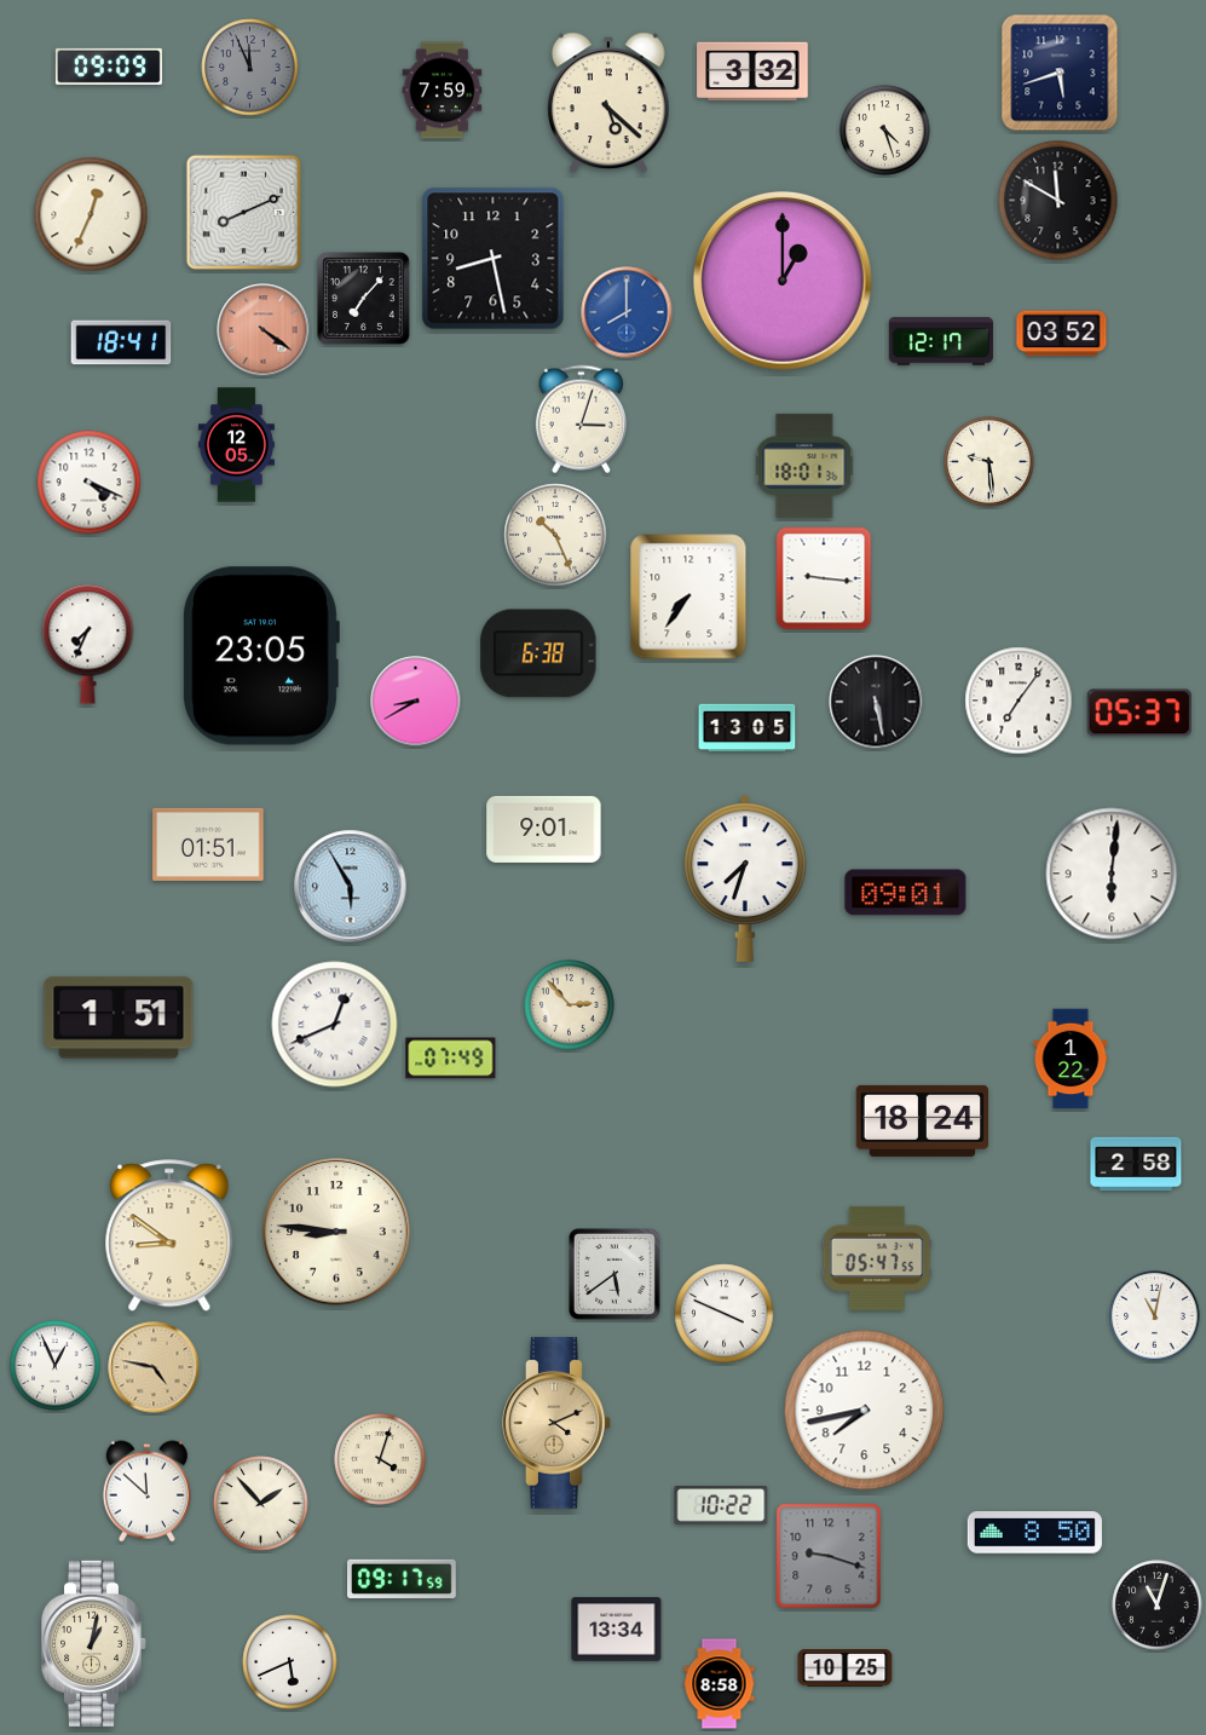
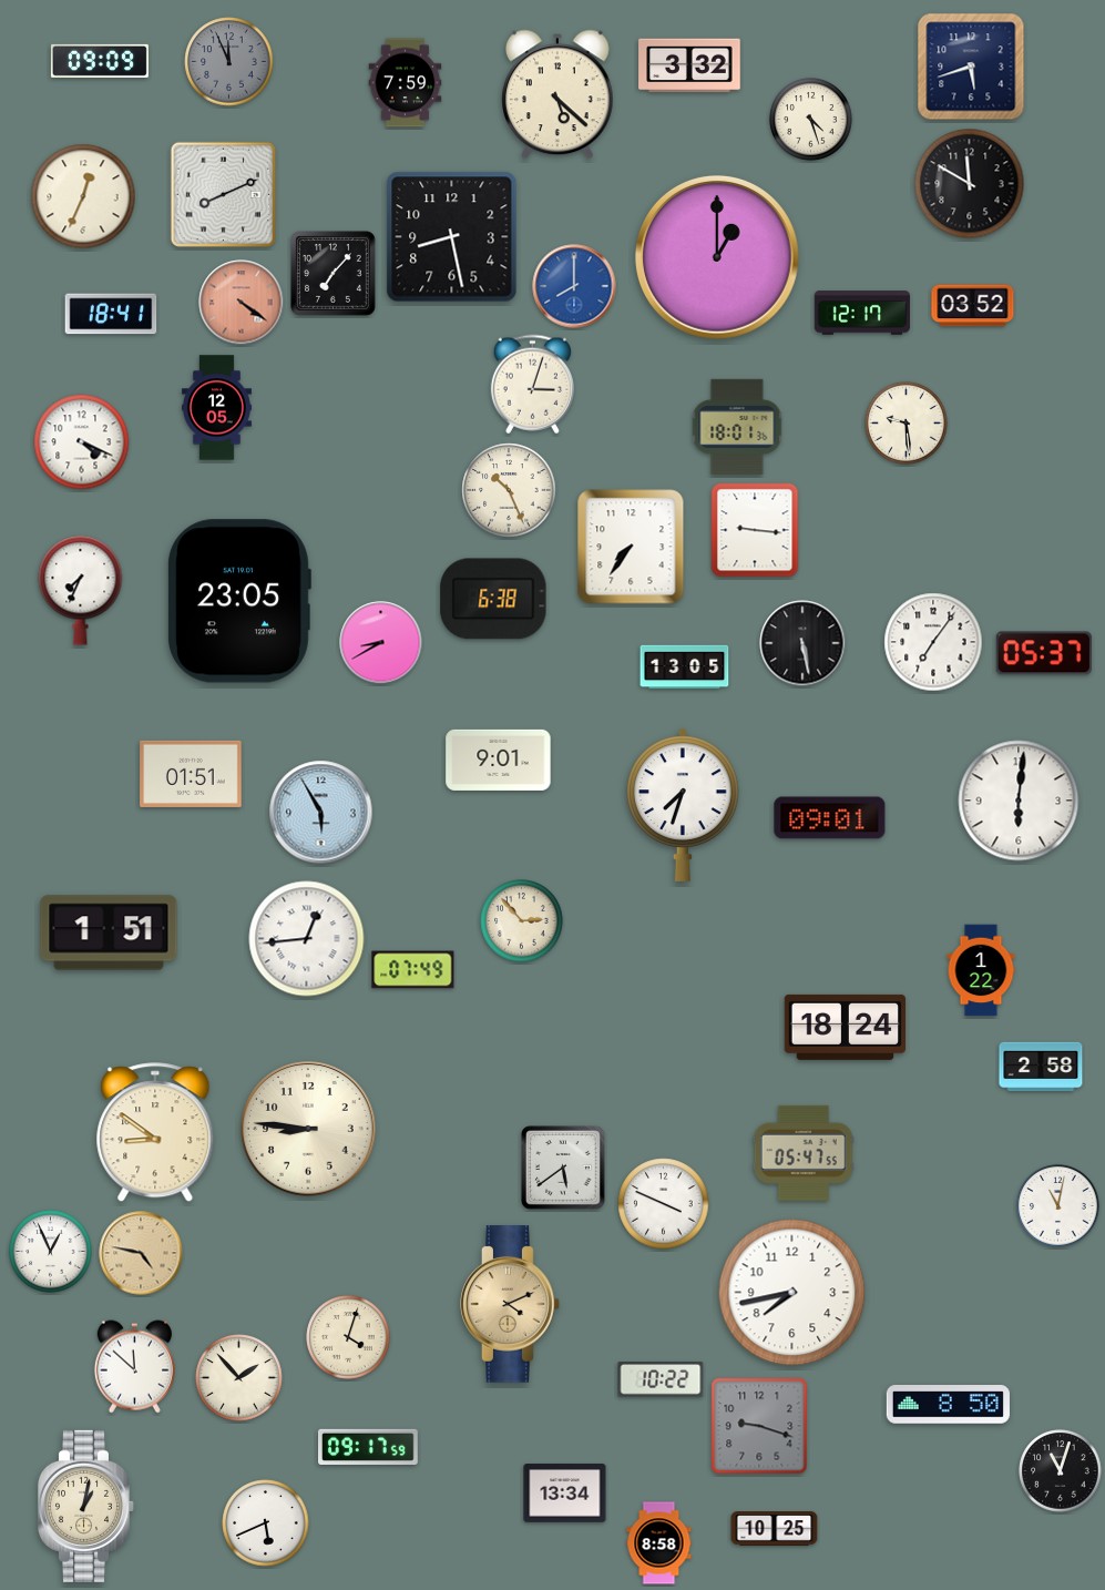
clock at (335, 1025): 12:41 -> 12:44
